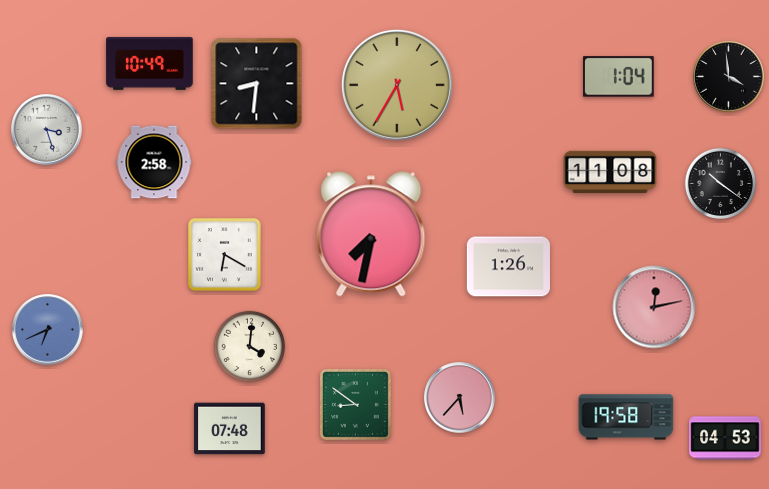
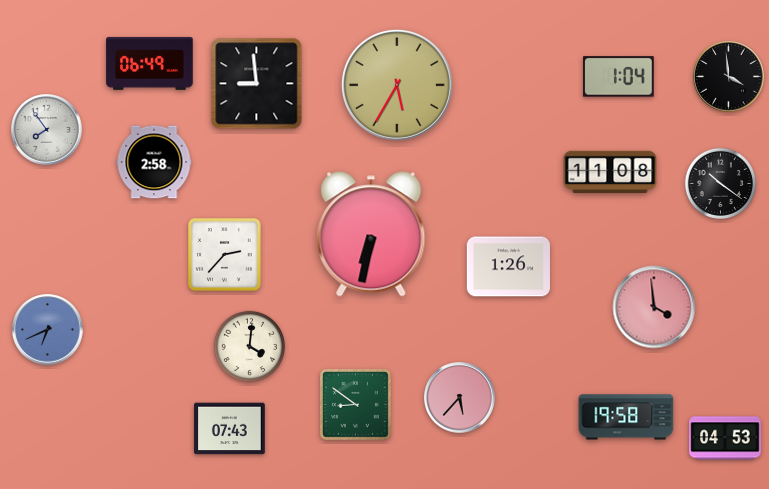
clock at (150, 63): 10:49 -> 06:49
clock at (257, 84): 8:31 -> 8:59
clock at (47, 130): 3:27 -> 7:54
clock at (371, 234): 7:32 -> 6:32
clock at (225, 255): 6:20 -> 2:37
clock at (654, 307): 12:13 -> 3:59
clock at (230, 429): 07:48 -> 07:43
